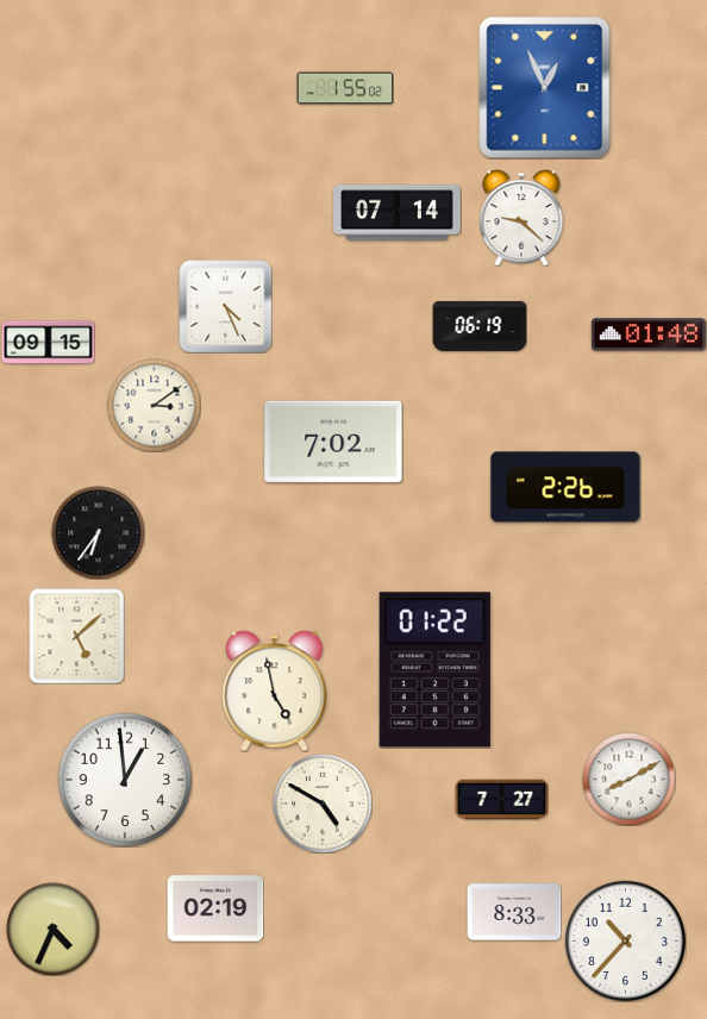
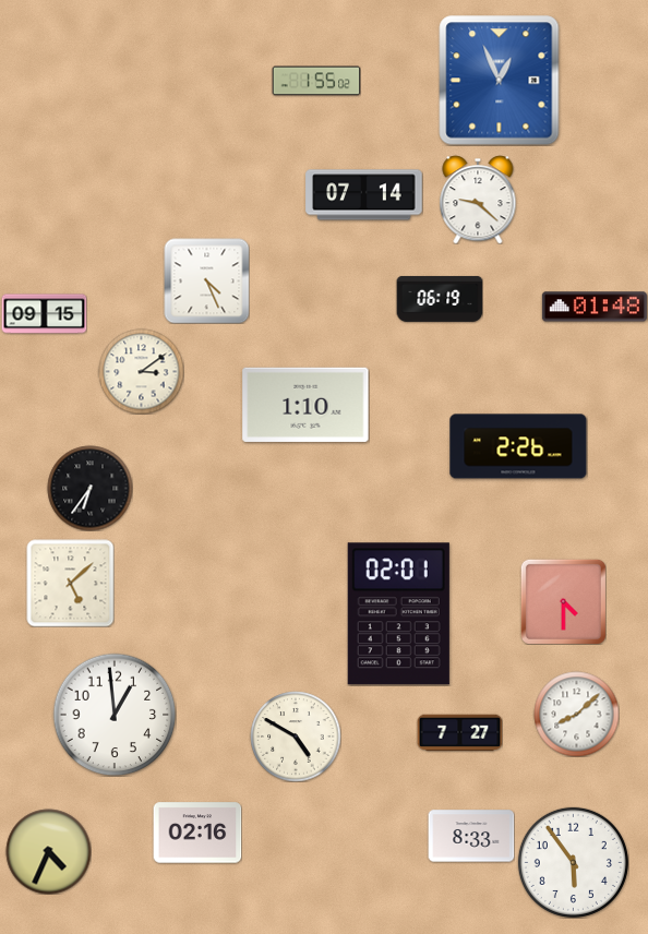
clock at (333, 442): 7:02 -> 1:10
clock at (563, 601): none -> 4:30
clock at (434, 670): 01:22 -> 02:01
clock at (275, 690): 4:58 -> none
clock at (628, 779): 8:10 -> 8:08
clock at (215, 908): 02:19 -> 02:16
clock at (625, 940): 10:37 -> 5:54
